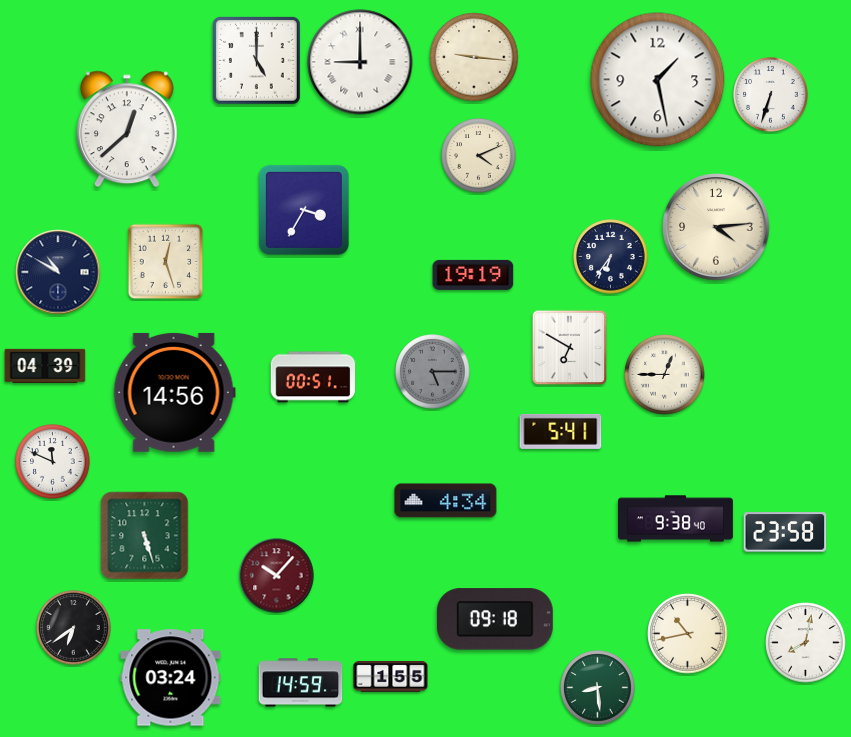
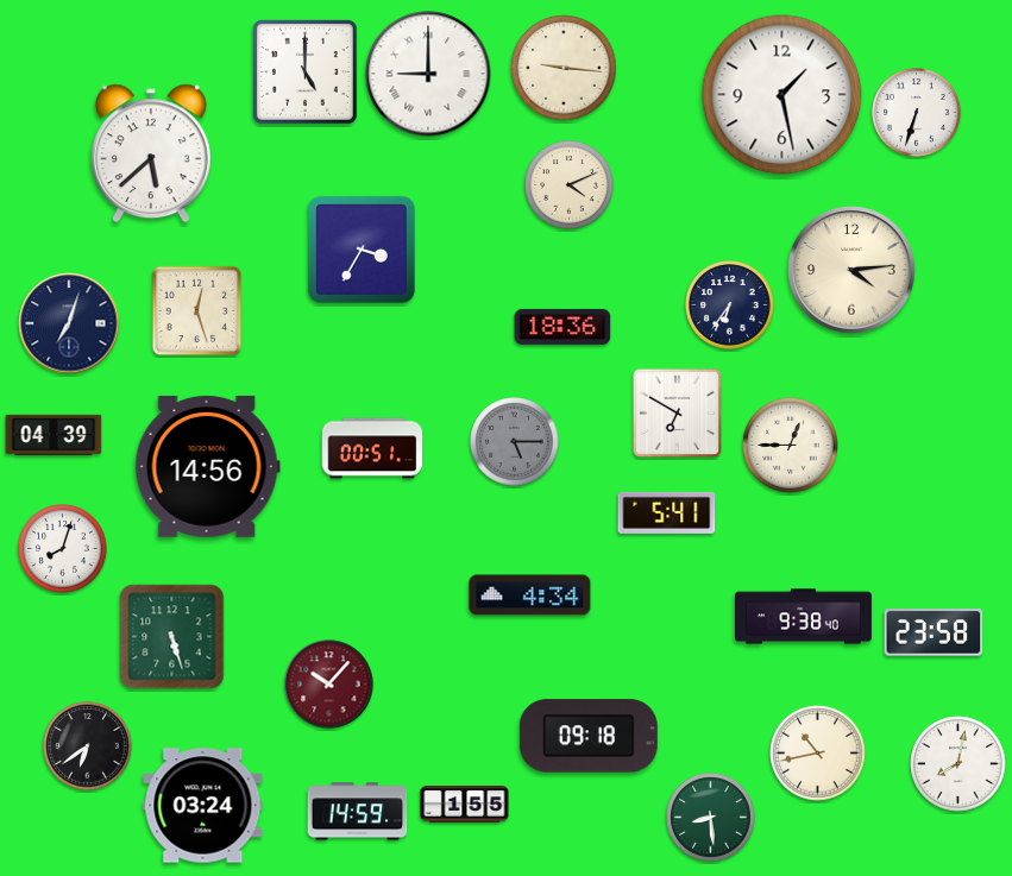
clock at (127, 129): 12:38 -> 5:38
clock at (611, 257) position: (611, 257) -> (730, 305)
clock at (58, 272): 10:50 -> 7:03
clock at (473, 275): 19:19 -> 18:36
clock at (53, 462): 11:49 -> 8:03
